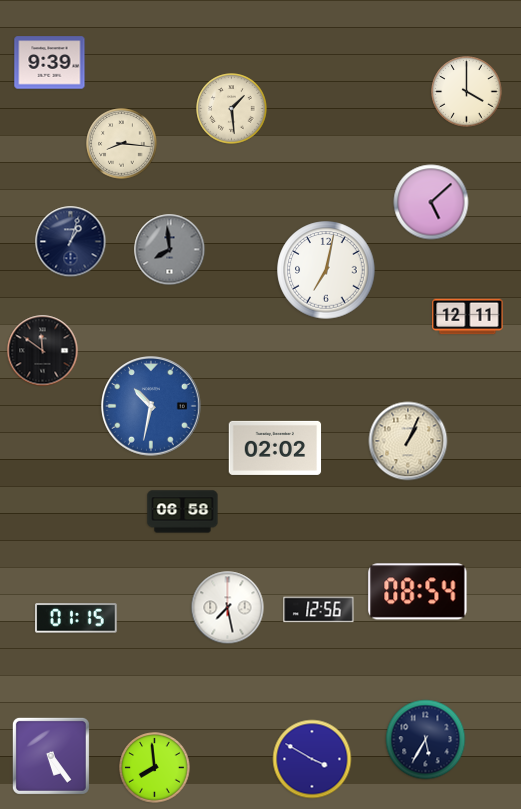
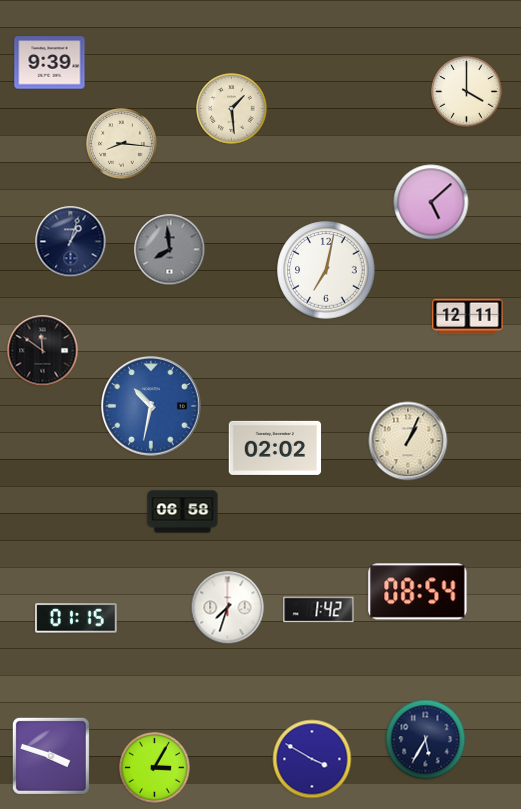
clock at (228, 608): 7:28 -> 7:33
clock at (319, 610): 12:56 -> 1:42
clock at (51, 756): 5:24 -> 3:48
clock at (155, 768): 7:59 -> 3:05
